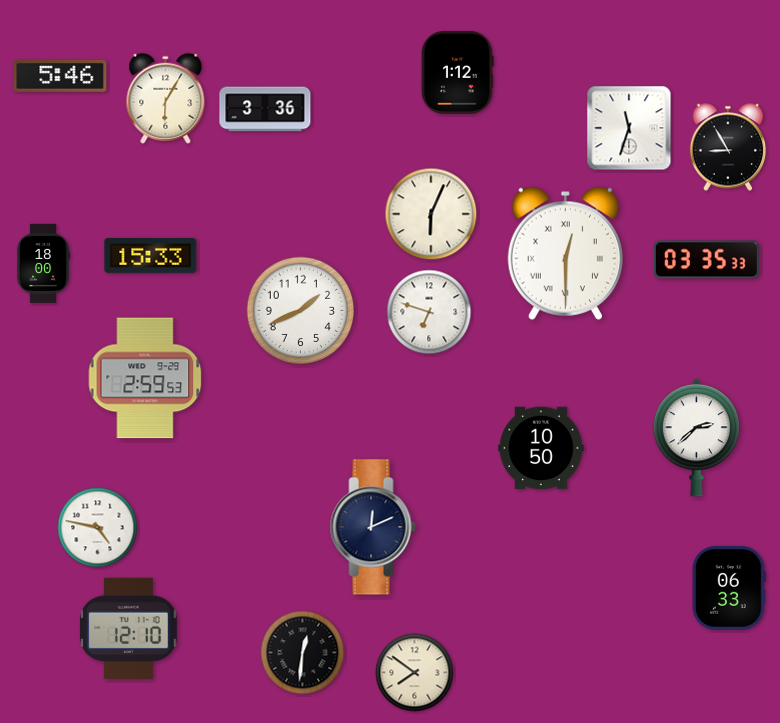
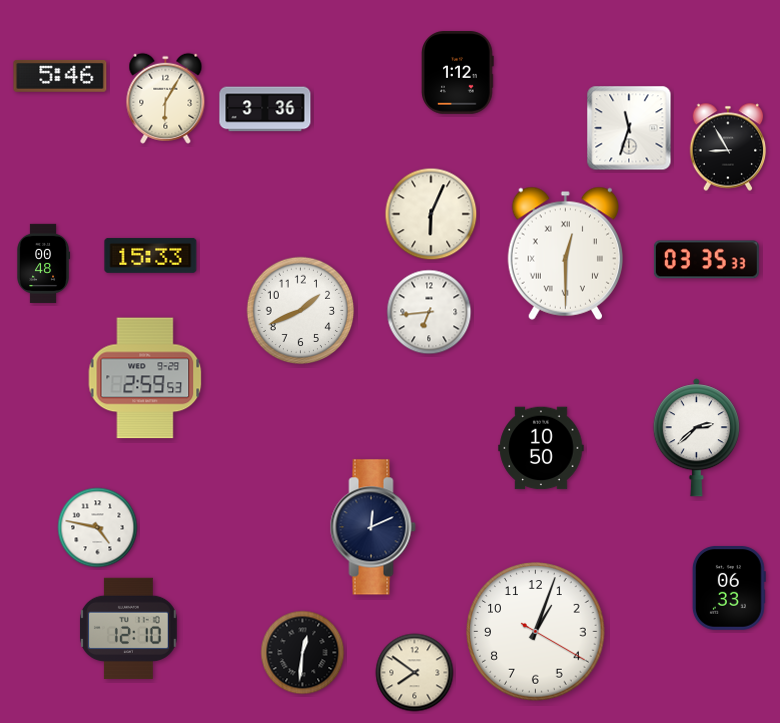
clock at (44, 263): 18:00 -> 00:48
clock at (429, 312): 6:48 -> 6:44
clock at (536, 632): none -> 1:03
